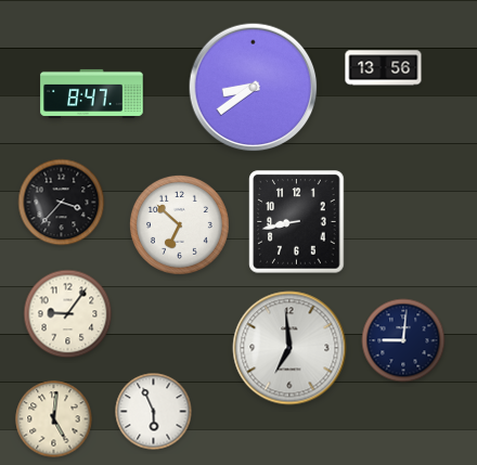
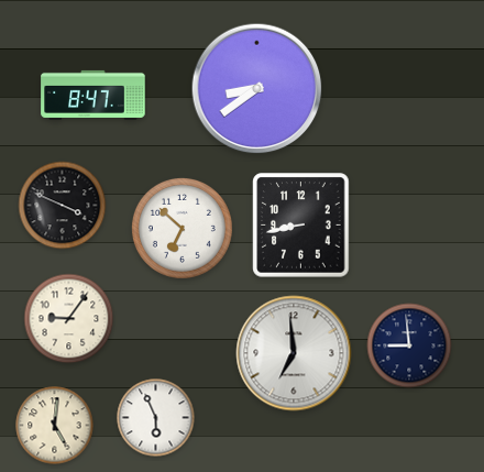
clock at (384, 68): 13:56 -> none
clock at (62, 203): 3:37 -> 3:49
clock at (403, 340): 9:01 -> 8:59
